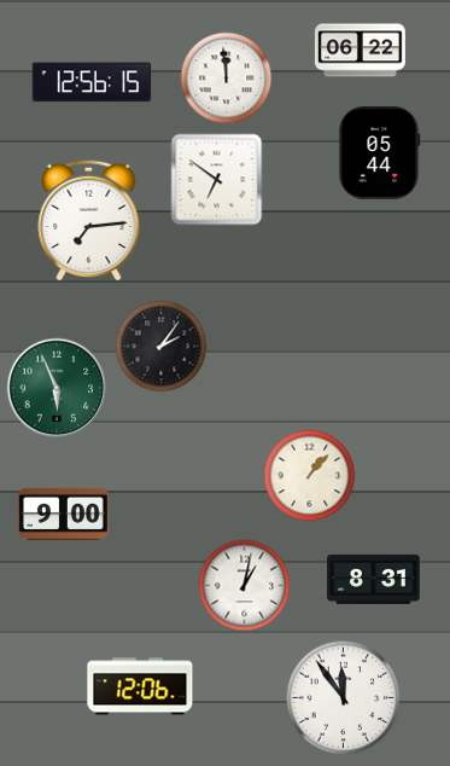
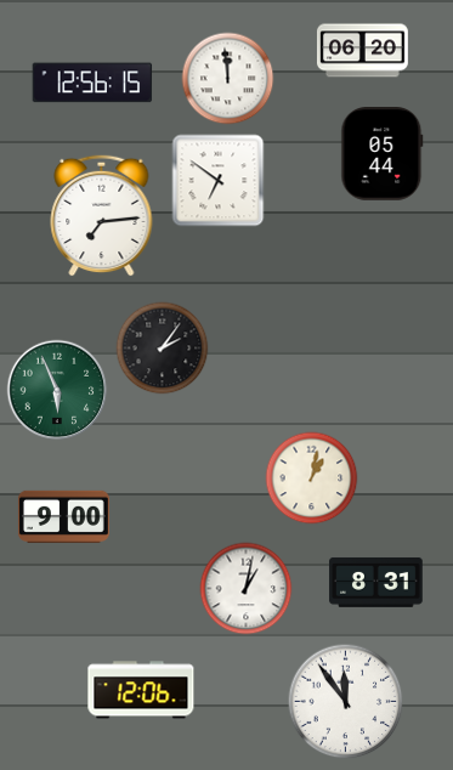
clock at (360, 51): 06:22 -> 06:20
clock at (89, 220) position: (89, 220) -> (102, 215)
clock at (310, 476): 1:07 -> 1:02
